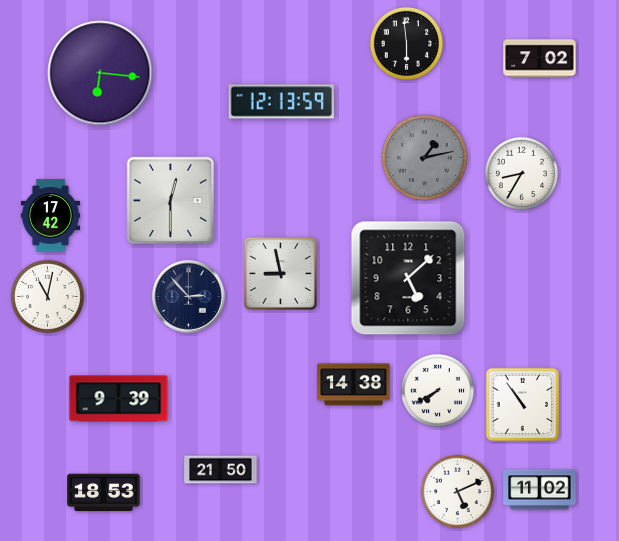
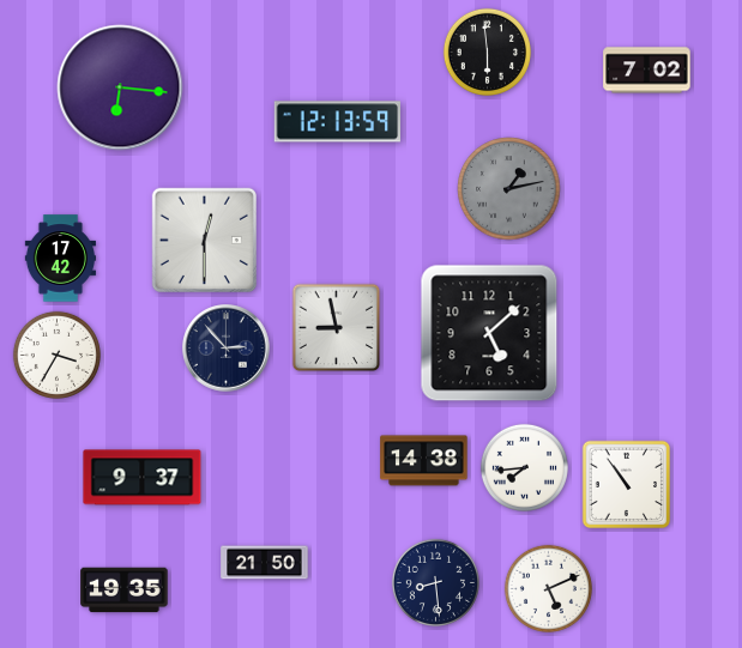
clock at (521, 173): 8:35 -> none
clock at (47, 296): 11:02 -> 3:35
clock at (189, 297) position: (189, 297) -> (227, 349)
clock at (437, 390): 7:40 -> 7:44
clock at (119, 399): 9:39 -> 9:37
clock at (435, 582): none -> 8:29
clock at (540, 490): 11:02 -> none
clock at (104, 493): 18:53 -> 19:35
